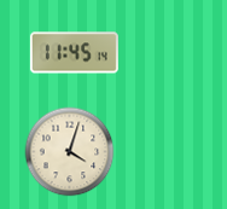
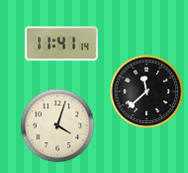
clock at (74, 53): 11:45 -> 11:41
clock at (147, 92): none -> 11:38
